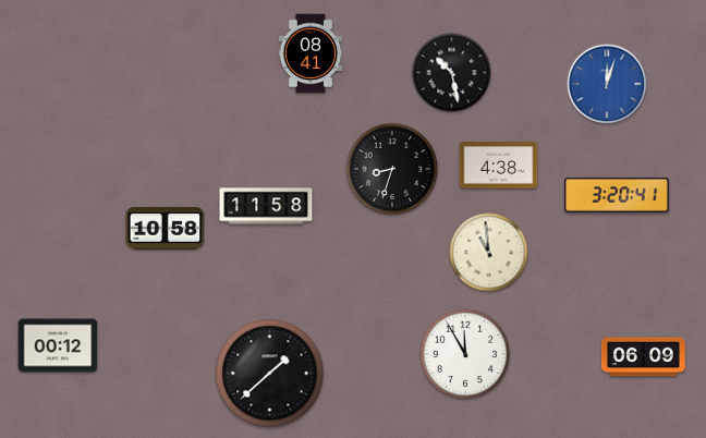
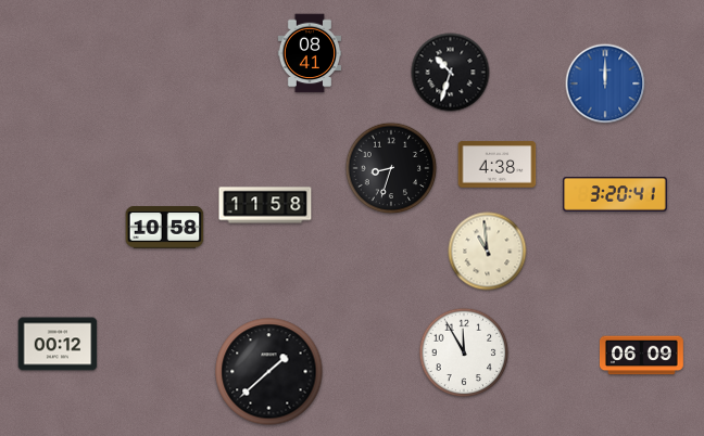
clock at (452, 73): 10:28 -> 10:33
clock at (607, 84): 12:03 -> 12:00
